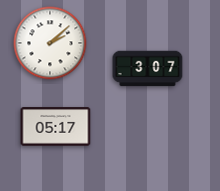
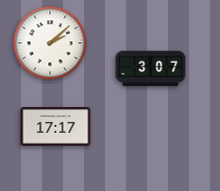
clock at (148, 69) position: (148, 69) -> (151, 69)
clock at (56, 127): 05:17 -> 17:17
